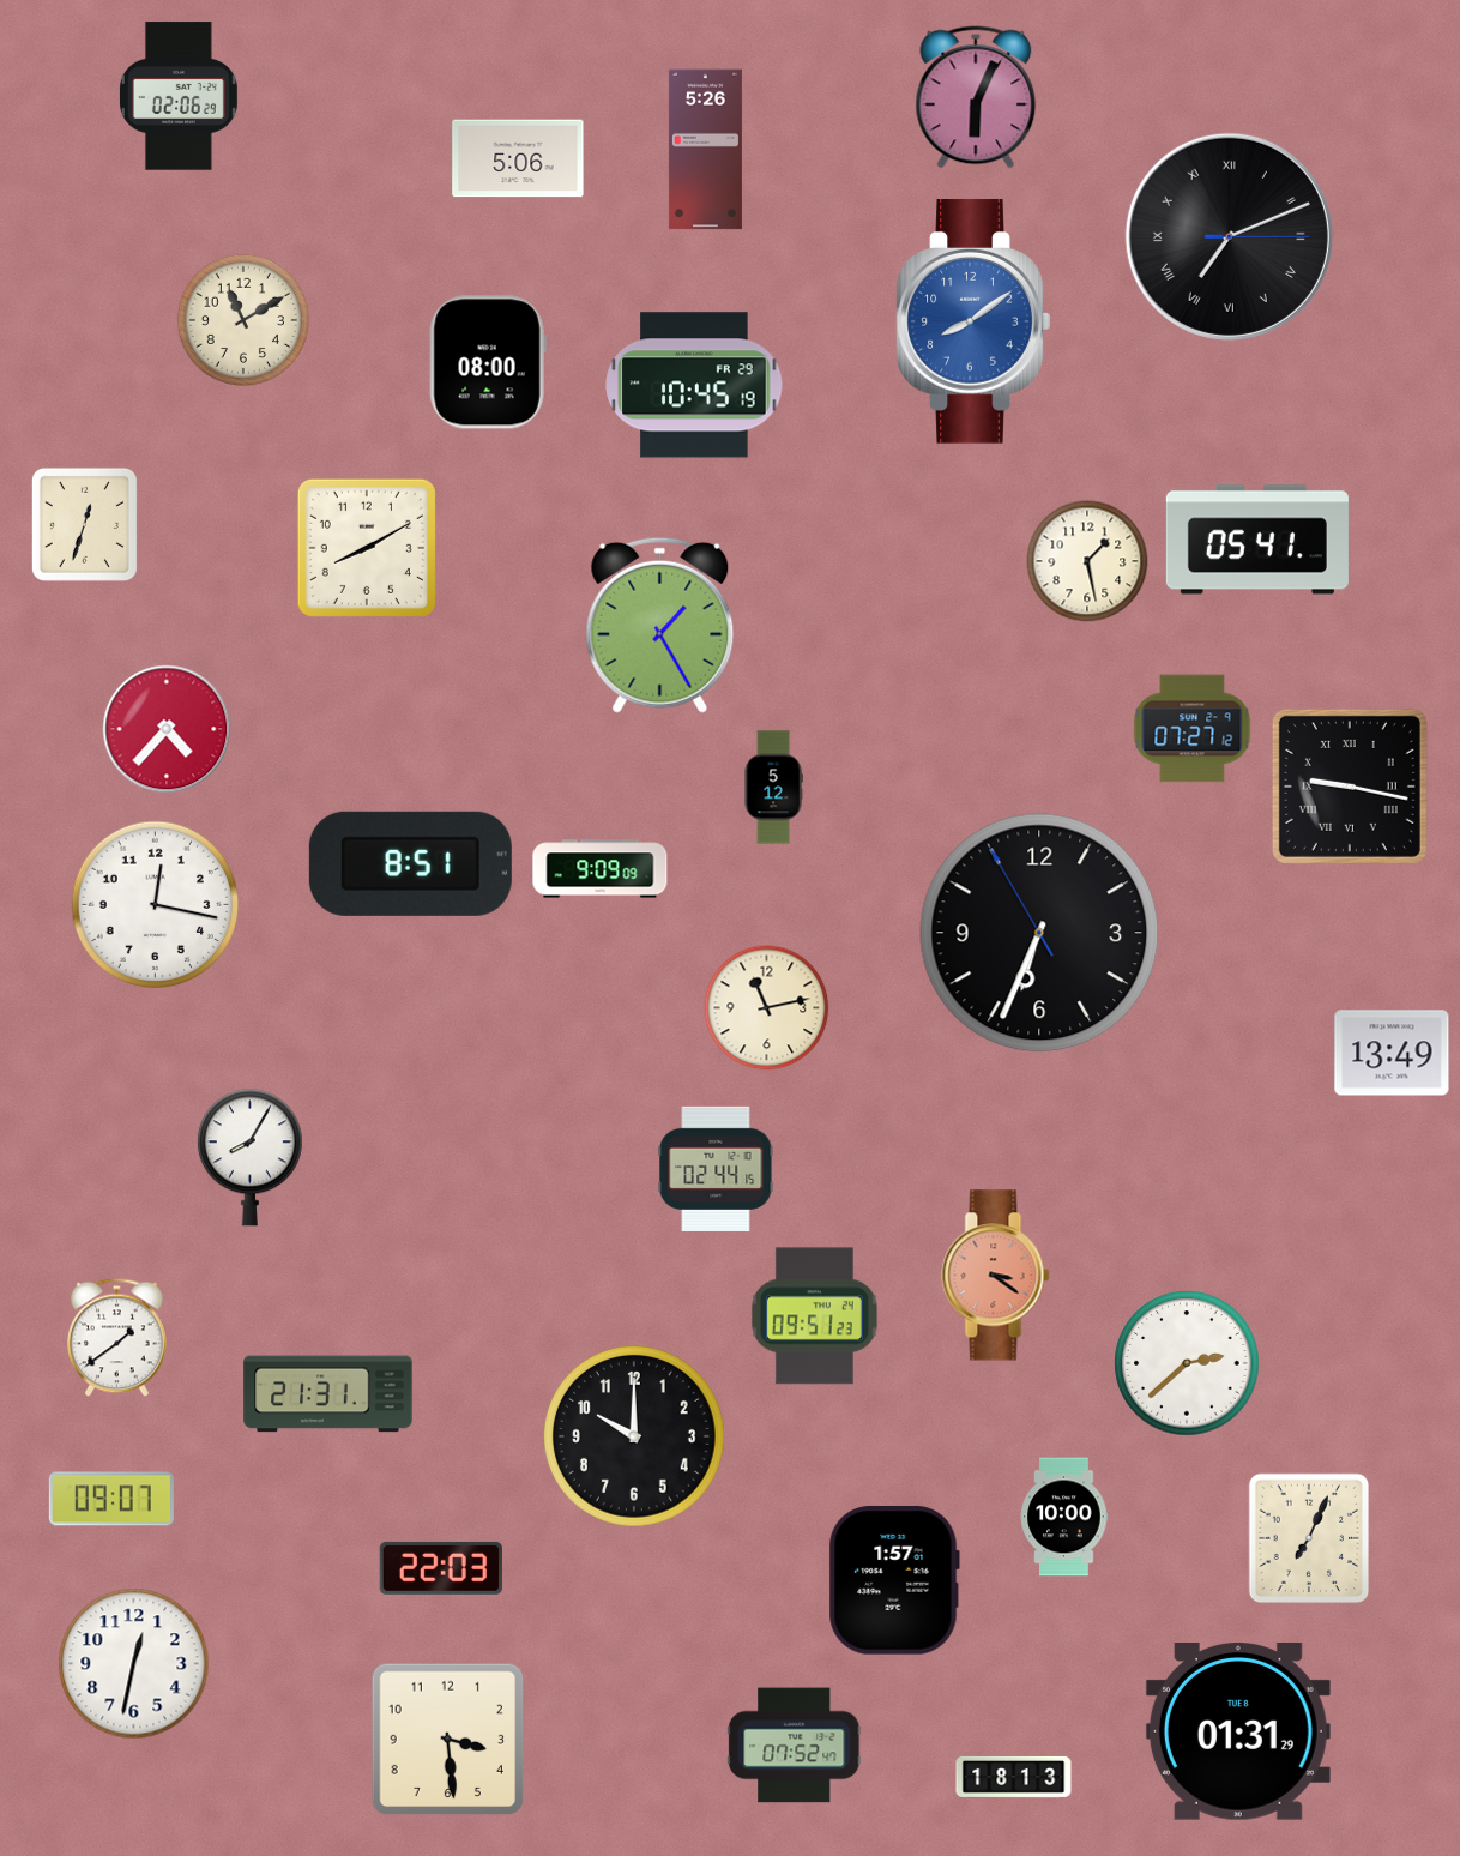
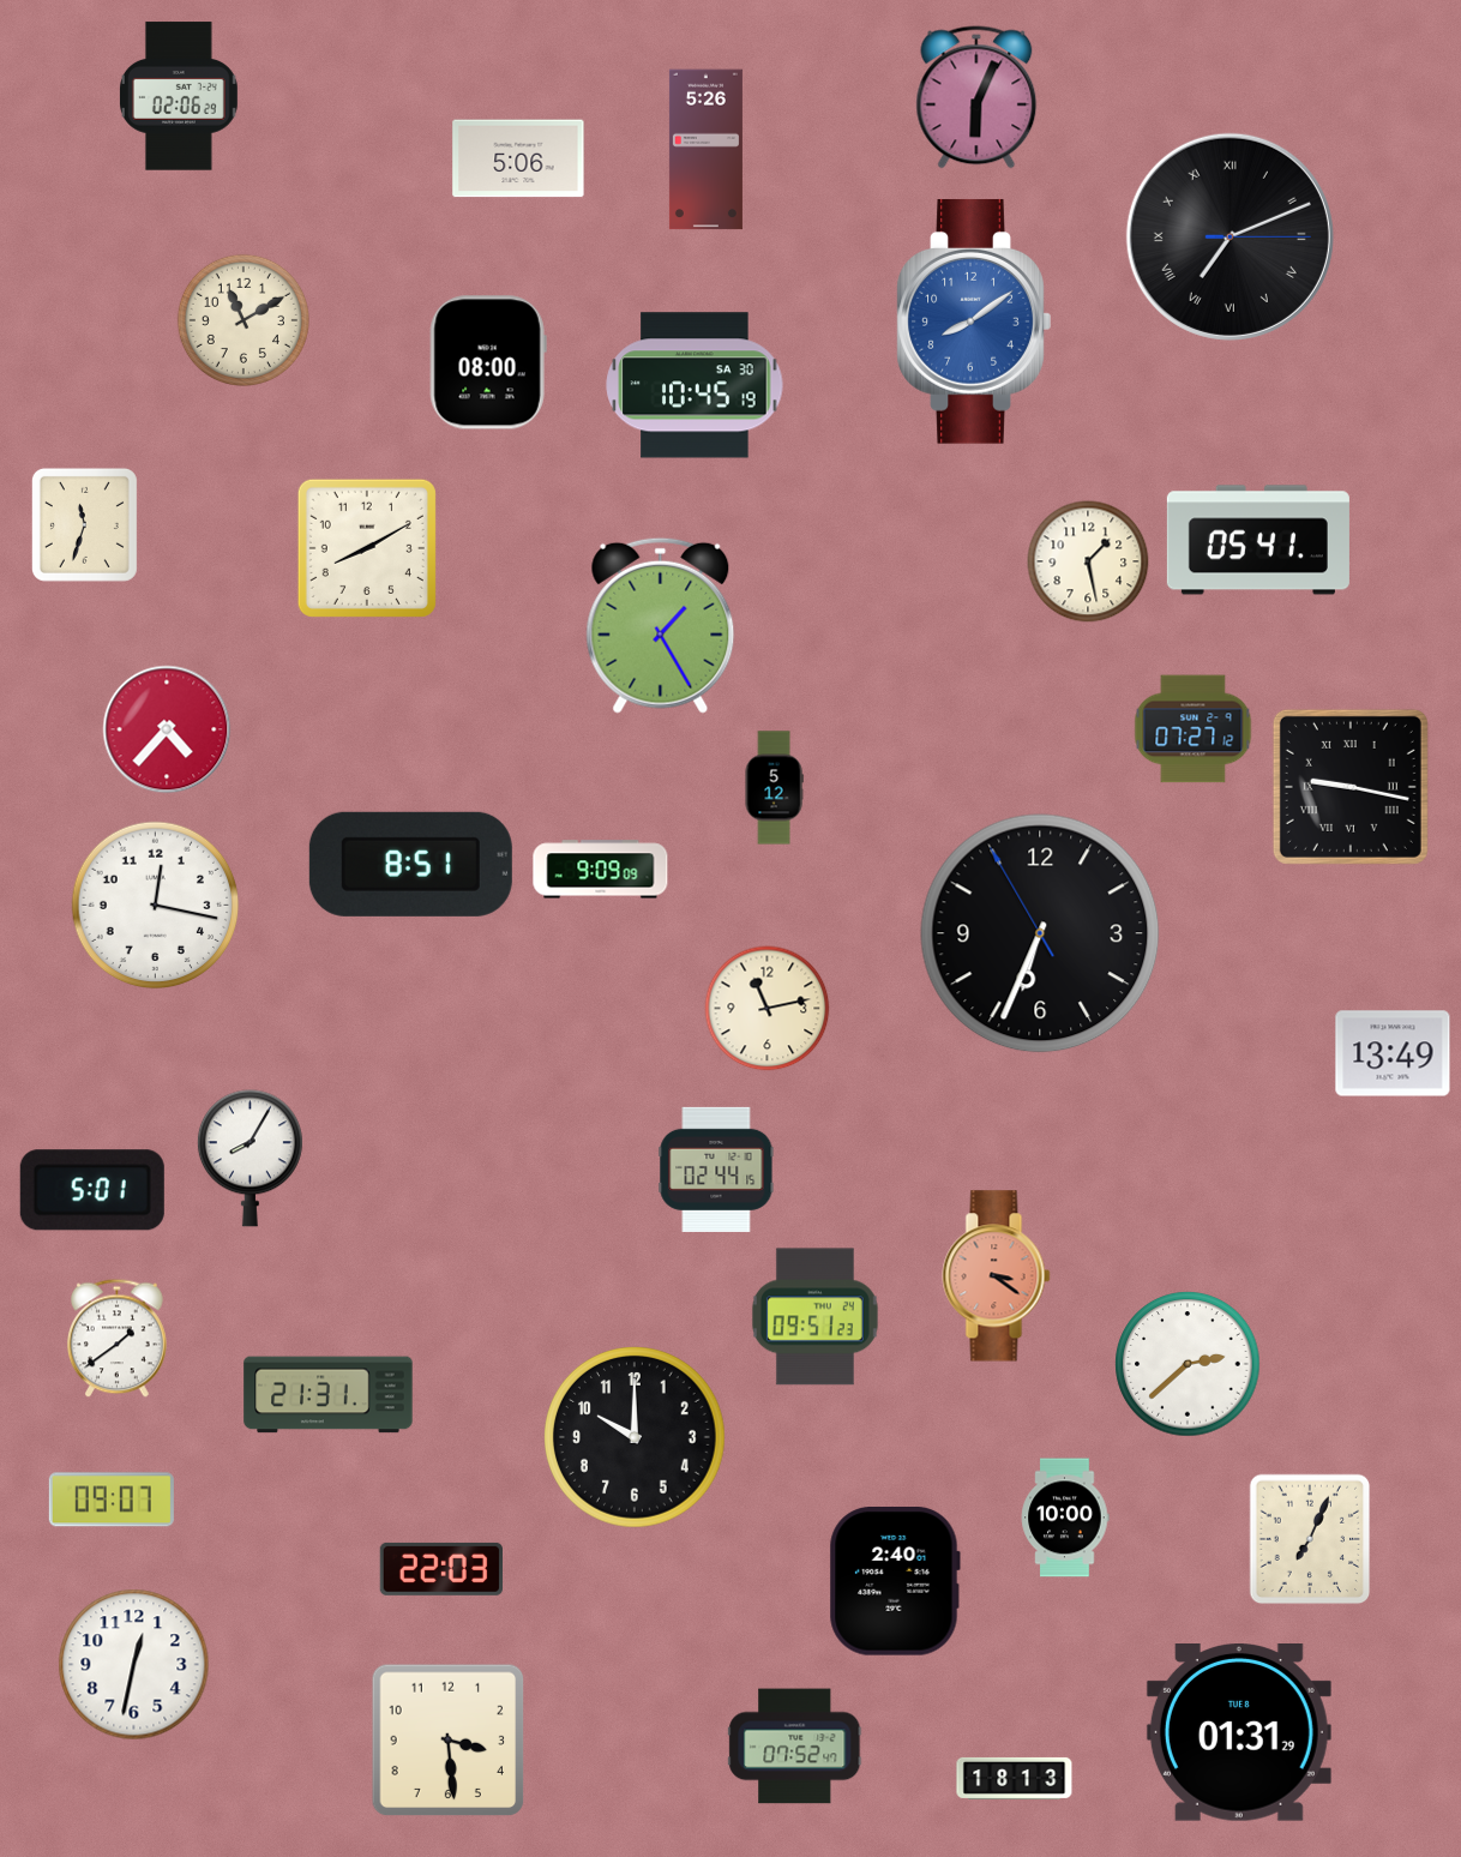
clock at (694, 385) date: FR 29 -> SA 30
clock at (84, 524): 12:33 -> 11:33
clock at (92, 1190): none -> 5:01
clock at (894, 1581): 1:57 -> 2:40
